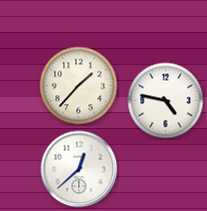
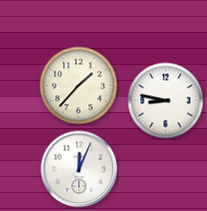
clock at (166, 101): 4:47 -> 8:47
clock at (79, 169): 12:38 -> 12:04
